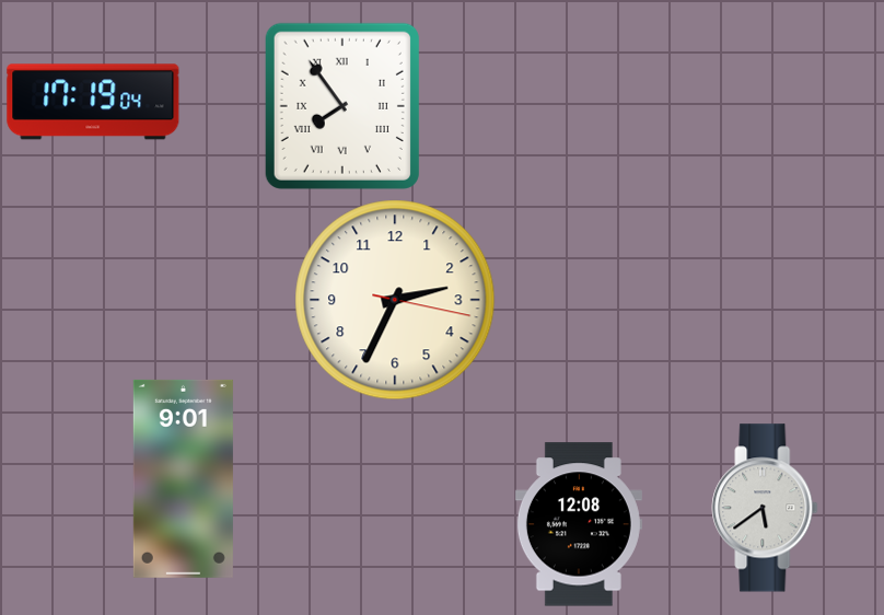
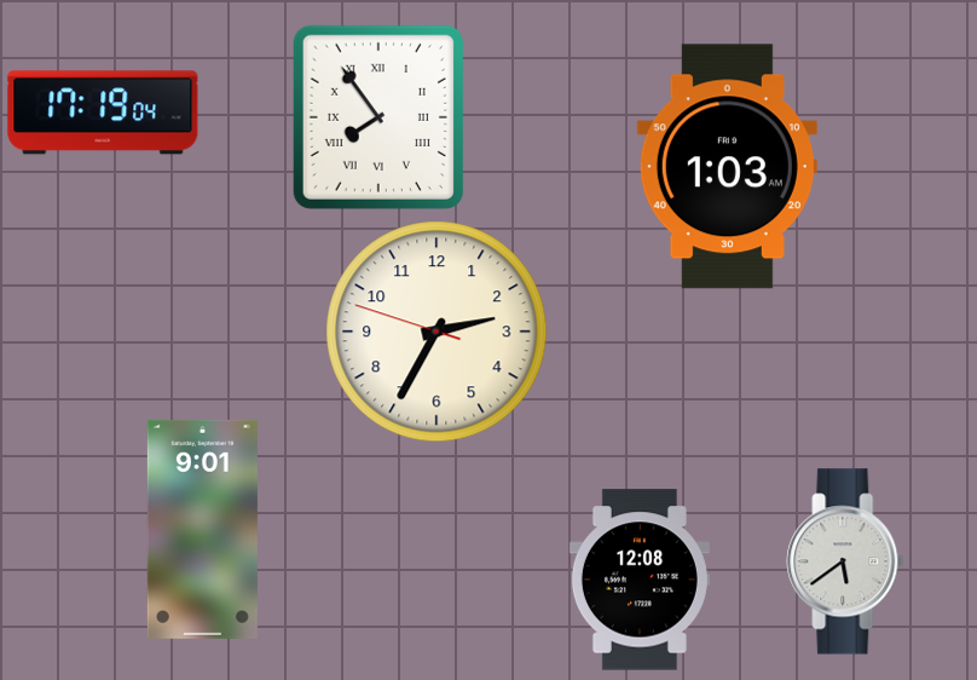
clock at (727, 167): none -> 1:03
clock at (395, 300): 2:34:17 -> 2:34:48
